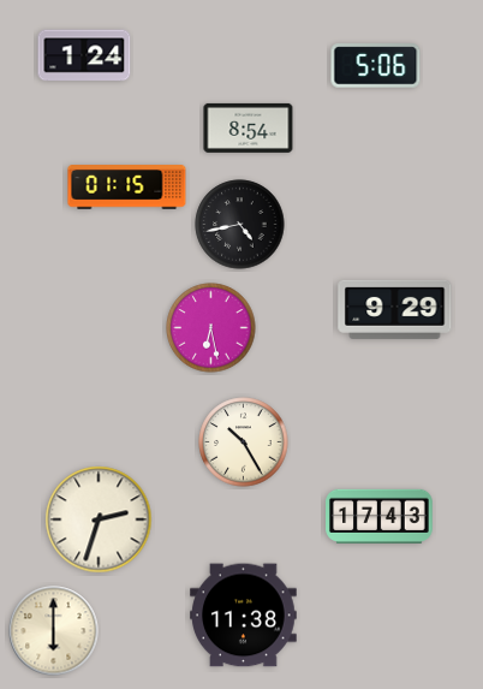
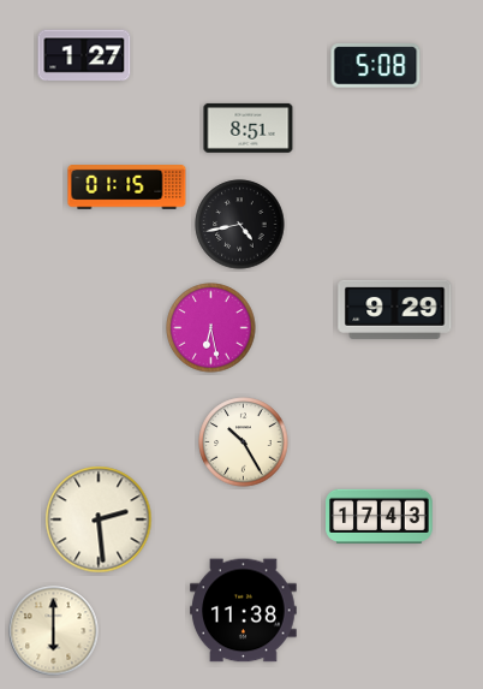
clock at (84, 55): 1:24 -> 1:27
clock at (376, 66): 5:06 -> 5:08
clock at (249, 127): 8:54 -> 8:51
clock at (99, 519): 2:33 -> 2:29
clock at (244, 616) position: (244, 616) -> (244, 611)
